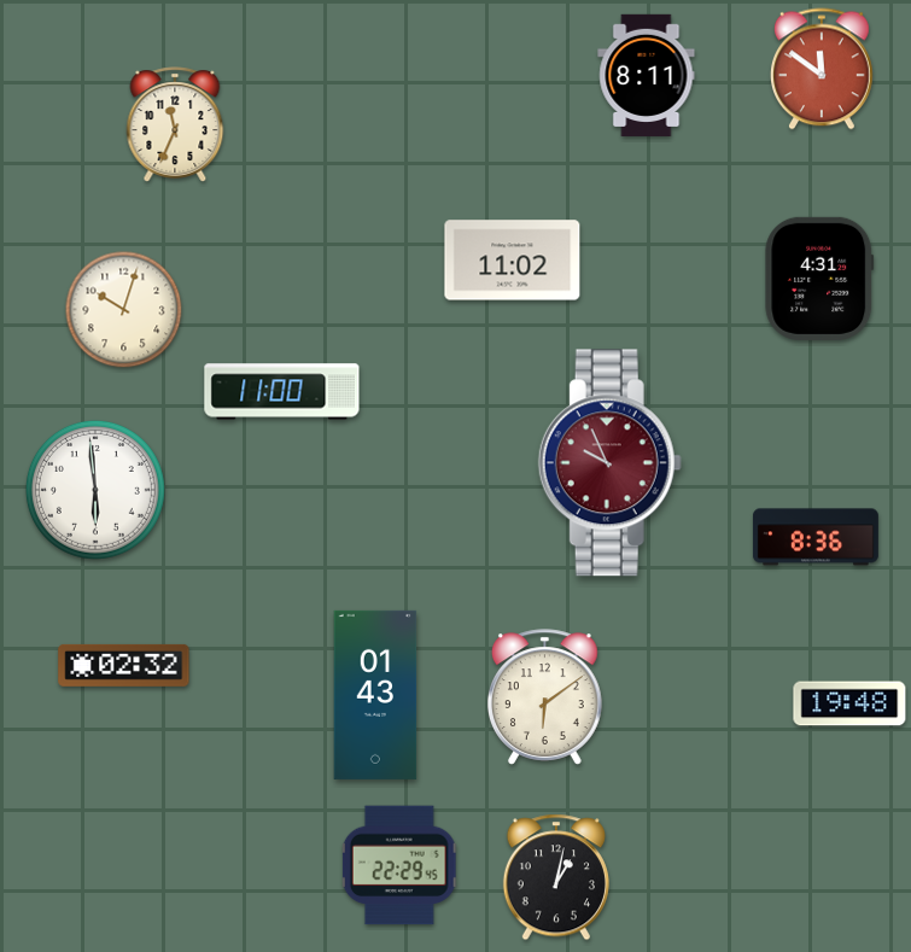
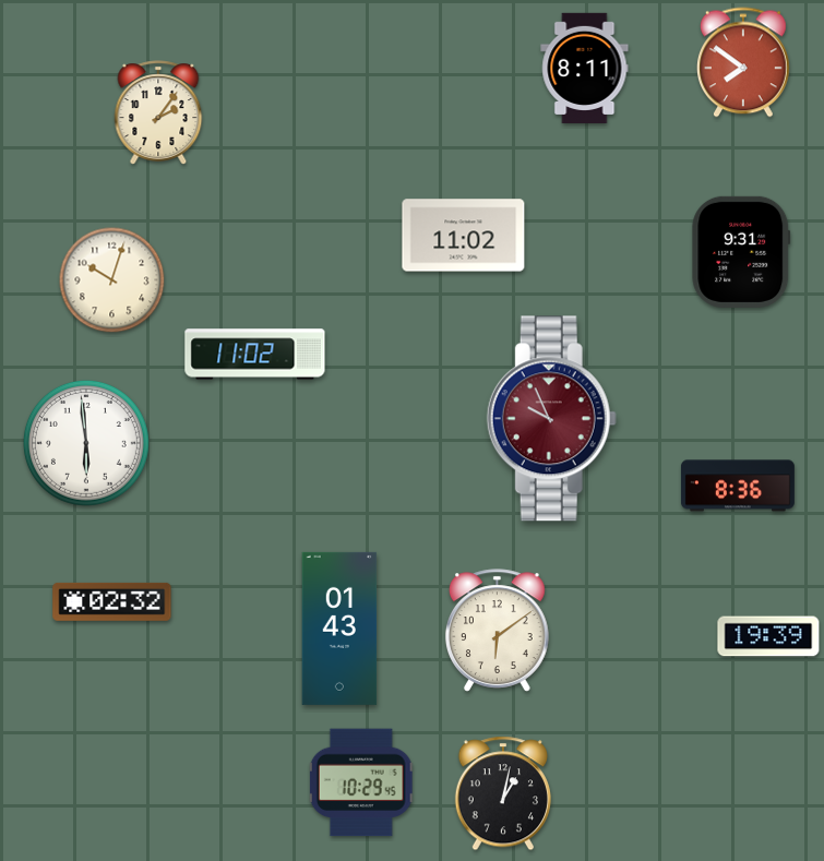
clock at (822, 69): 11:51 -> 7:51
clock at (175, 124): 11:34 -> 2:06
clock at (819, 279): 4:31 -> 9:31
clock at (282, 392): 11:00 -> 11:02
clock at (544, 697) position: (544, 697) -> (497, 631)
clock at (849, 703): 19:48 -> 19:39
clock at (399, 865): 22:29 -> 10:29
